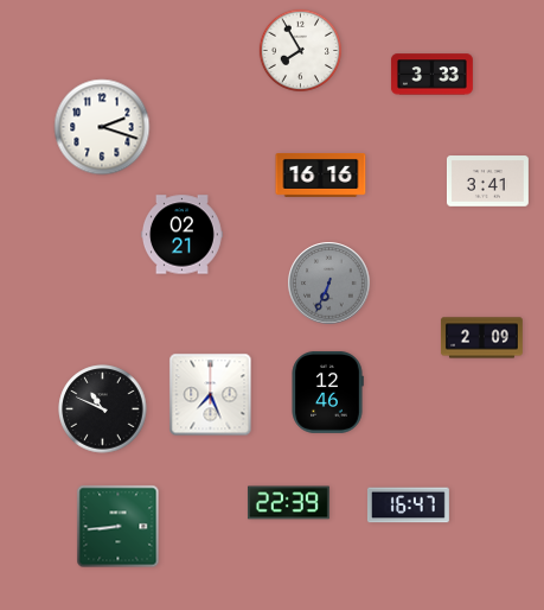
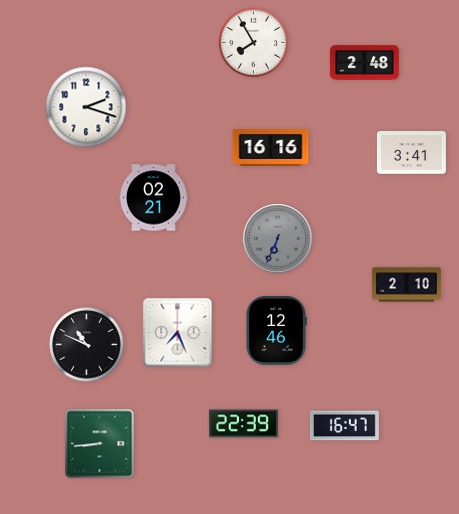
clock at (431, 75): 3:33 -> 2:48
clock at (481, 338): 2:09 -> 2:10
